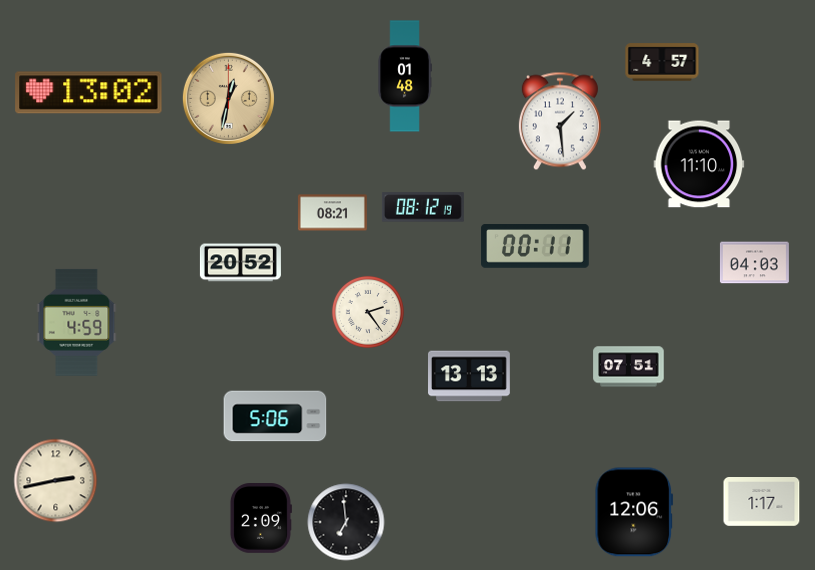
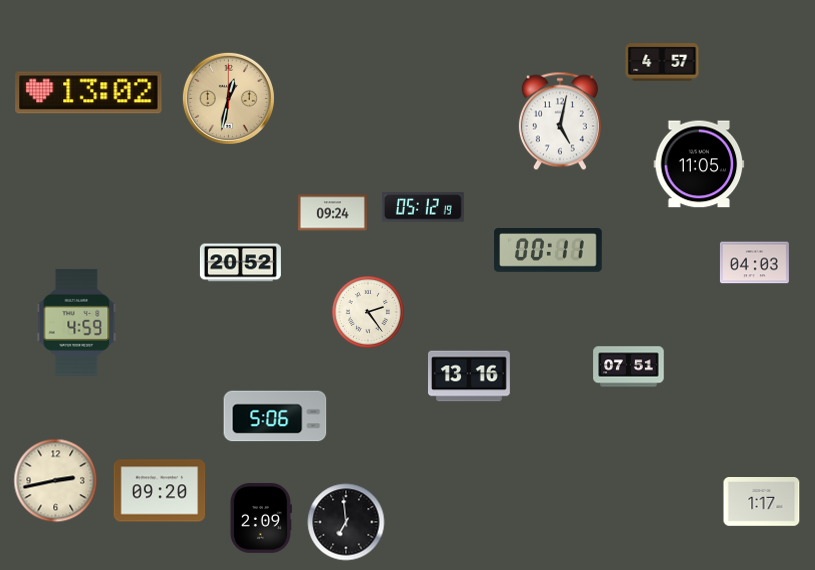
clock at (405, 76): 01:48 -> none
clock at (560, 121): 1:29 -> 5:02
clock at (699, 164): 11:10 -> 11:05
clock at (423, 207): 08:12 -> 05:12
clock at (332, 213): 08:21 -> 09:24
clock at (535, 247) position: (535, 247) -> (548, 251)
clock at (470, 376): 13:13 -> 13:16
clock at (160, 491): none -> 09:20
clock at (634, 512): 12:06 -> none
